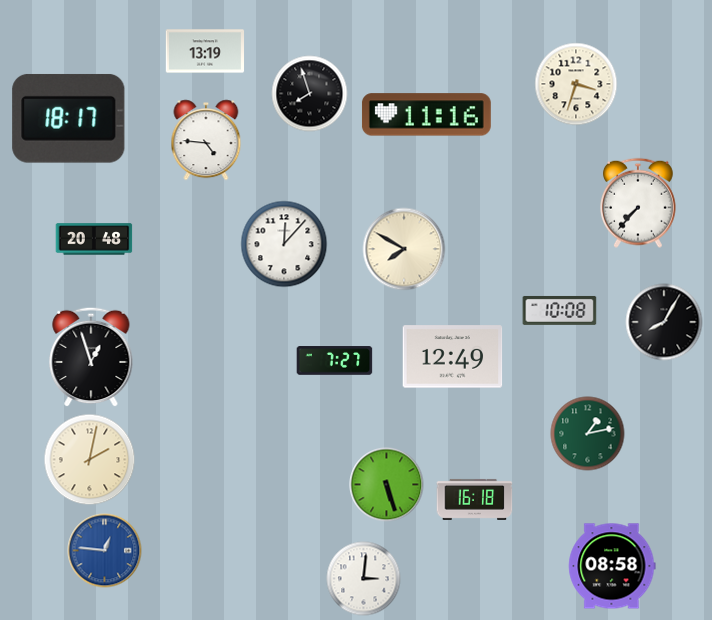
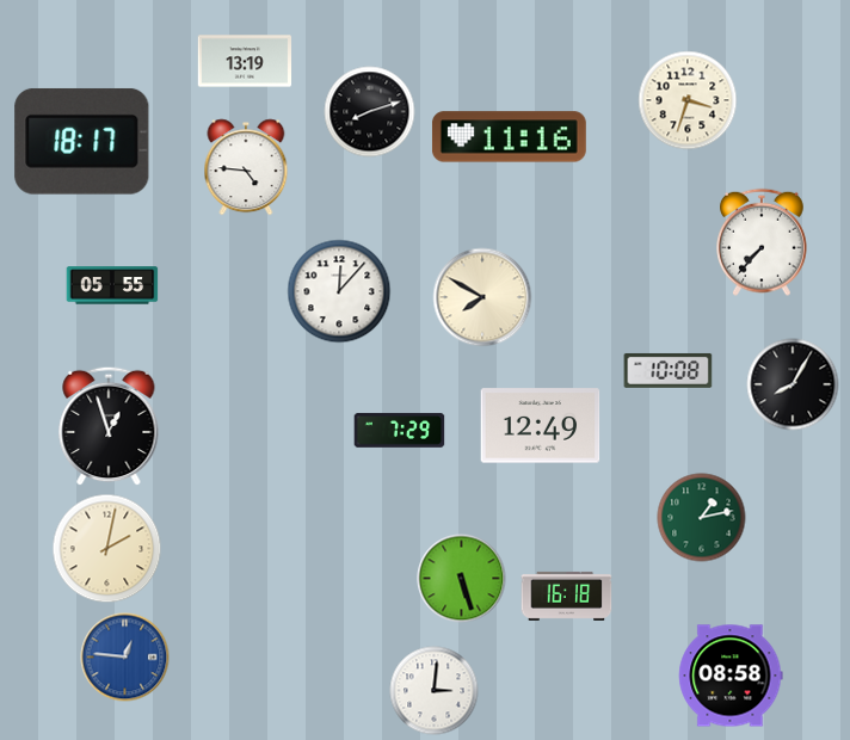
clock at (310, 94): 7:57 -> 8:12
clock at (94, 239): 20:48 -> 05:55
clock at (335, 361): 7:27 -> 7:29
